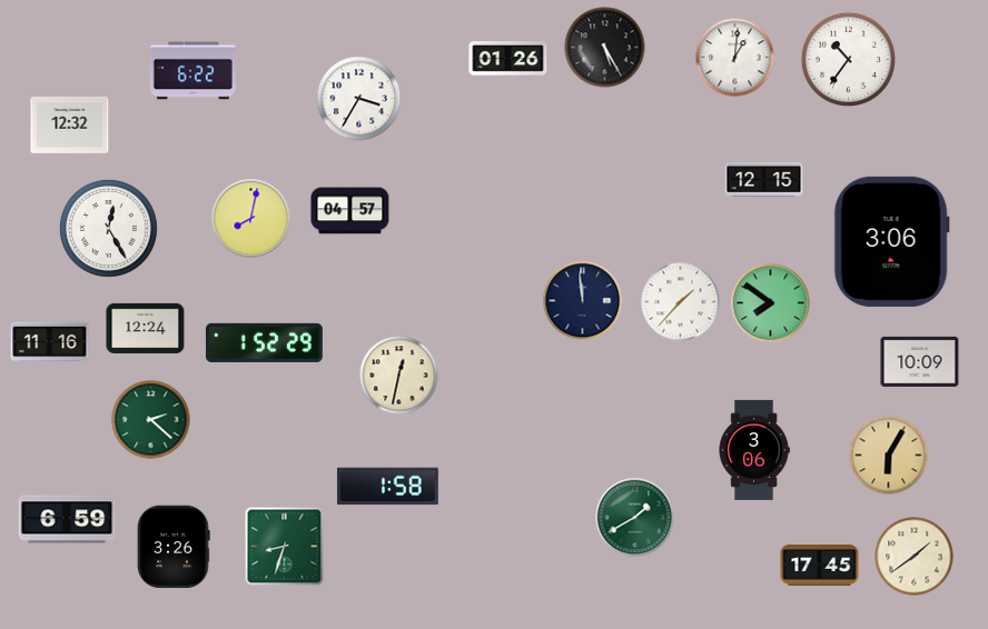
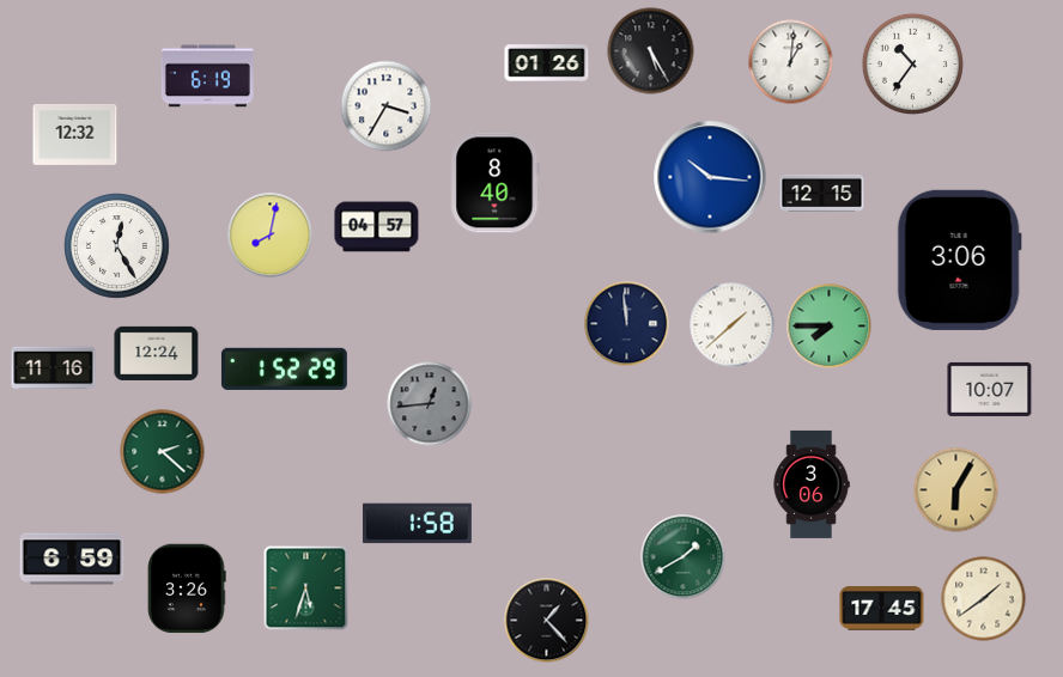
clock at (192, 71): 6:22 -> 6:19
clock at (710, 177): none -> 10:16
clock at (496, 183): none -> 8:40
clock at (681, 302): 1:37 -> 1:38
clock at (771, 303): 7:51 -> 7:45
clock at (920, 361): 10:09 -> 10:07
clock at (399, 376): 12:32 -> 12:44
clock at (399, 376) dial: cream -> grey
clock at (285, 547): 8:33 -> 5:33
clock at (547, 621): none -> 1:23
